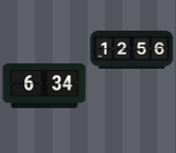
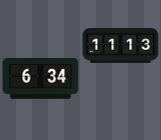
clock at (132, 50): 12:56 -> 11:13
